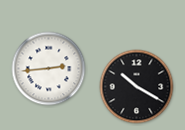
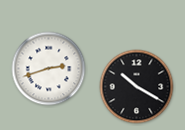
clock at (49, 69): 2:44 -> 2:42
